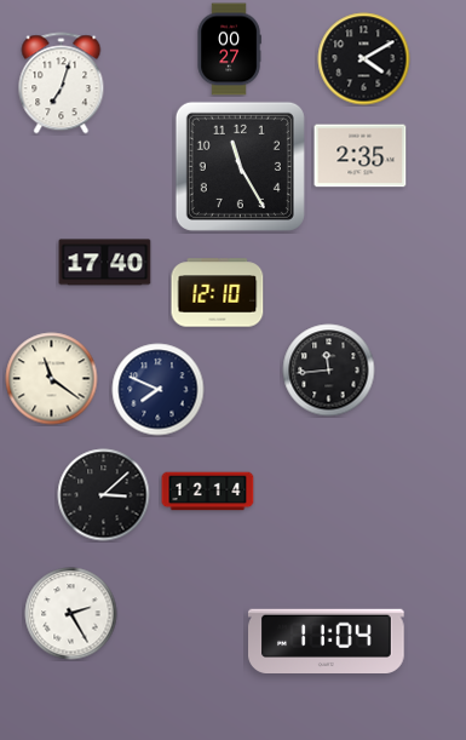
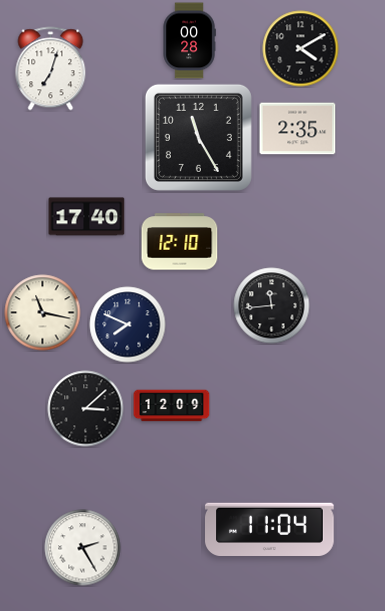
clock at (229, 50): 00:27 -> 00:28
clock at (52, 379): 11:21 -> 11:17
clock at (159, 390) position: (159, 390) -> (128, 325)
clock at (208, 492): 12:14 -> 12:09
clock at (71, 614) position: (71, 614) -> (83, 548)
